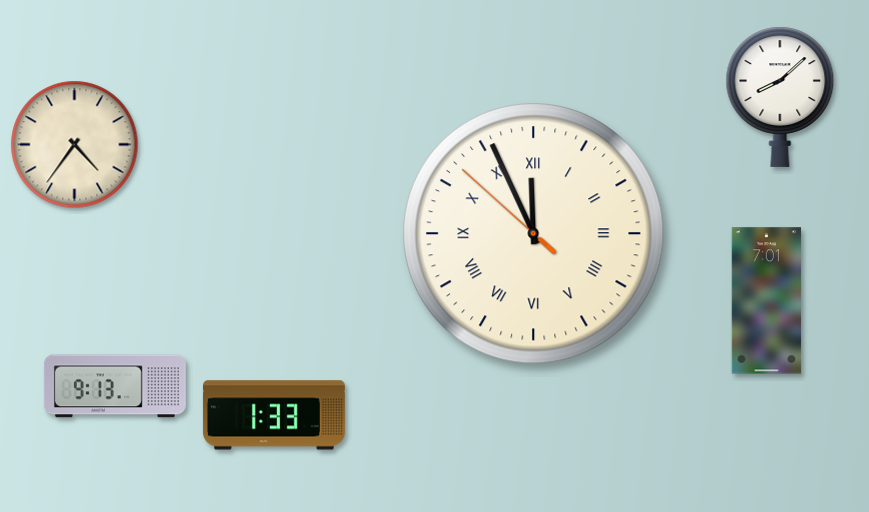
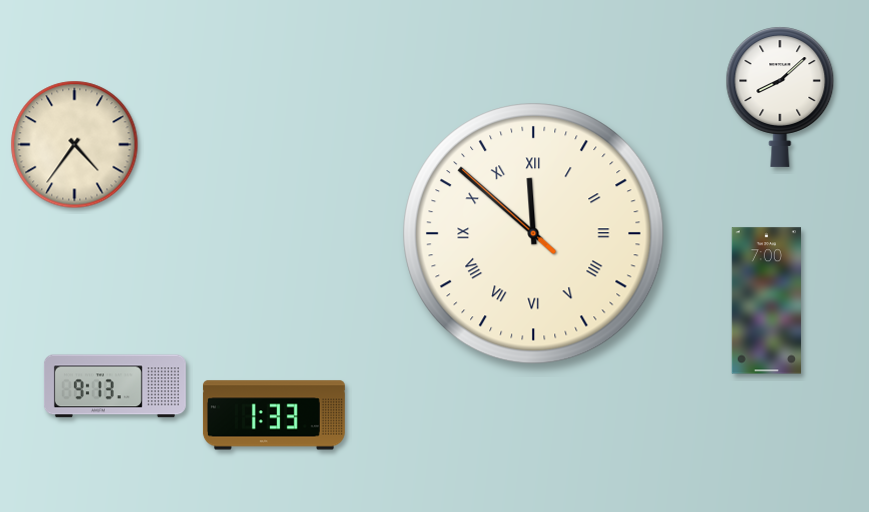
clock at (534, 234): 11:55 -> 11:51
clock at (767, 301): 7:01 -> 7:00
